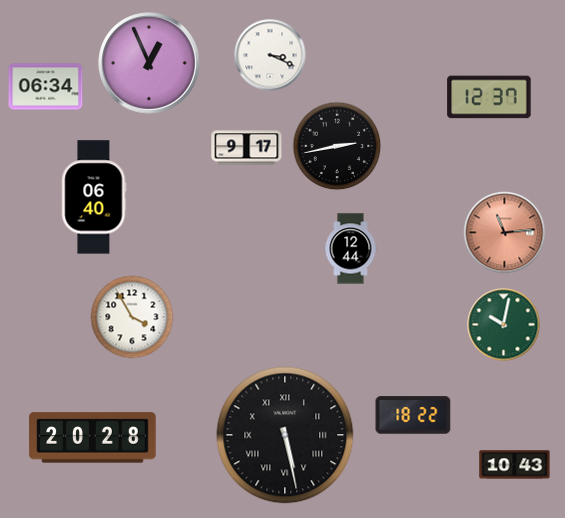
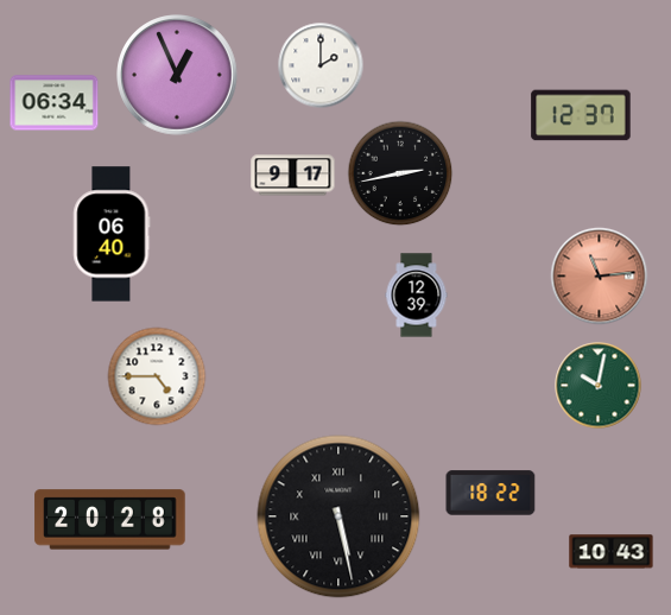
clock at (270, 55): 3:19 -> 2:00
clock at (351, 249): 12:44 -> 12:39
clock at (132, 317): 3:55 -> 4:45
